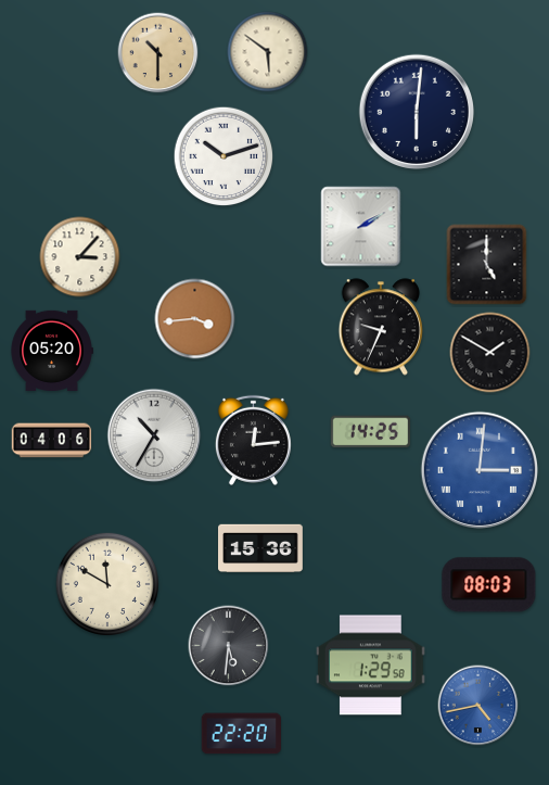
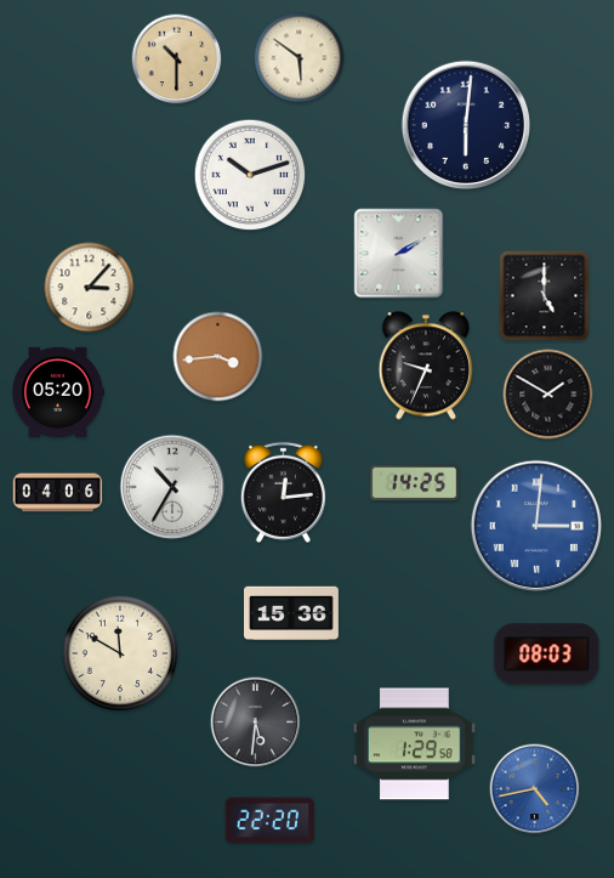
clock at (361, 227) position: (361, 227) -> (399, 254)
